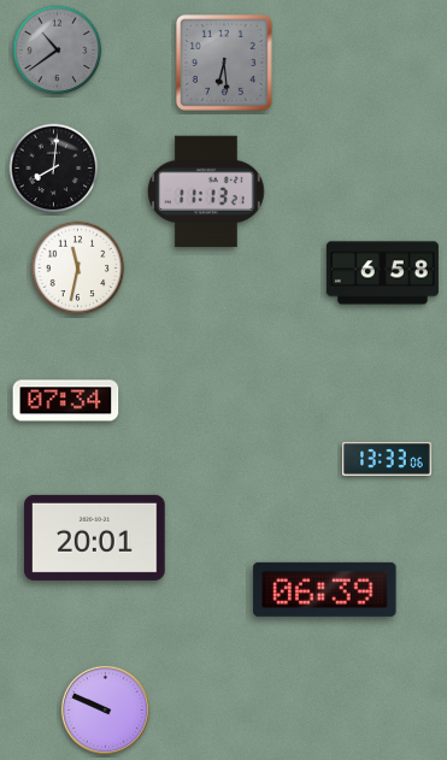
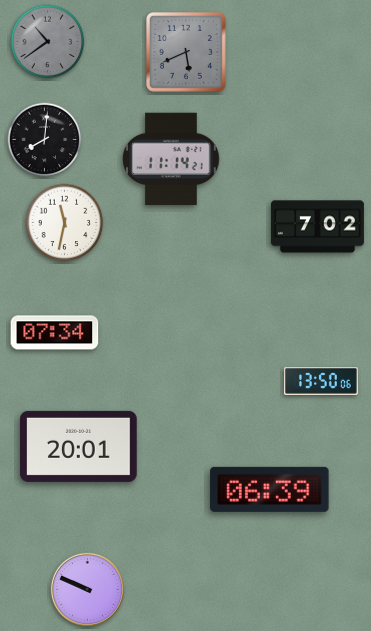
clock at (225, 64): 6:29 -> 5:41
clock at (206, 192): 11:13 -> 11:14
clock at (382, 273): 6:58 -> 7:02
clock at (388, 460): 13:33 -> 13:50
